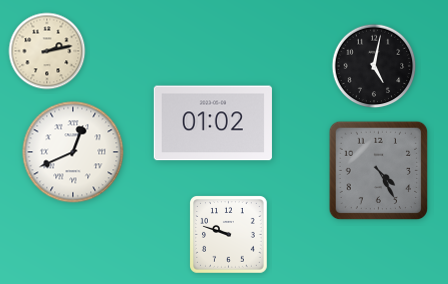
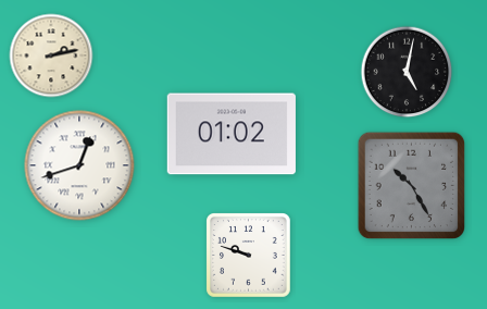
clock at (73, 152): 12:41 -> 12:42
clock at (379, 171): 4:25 -> 10:25
